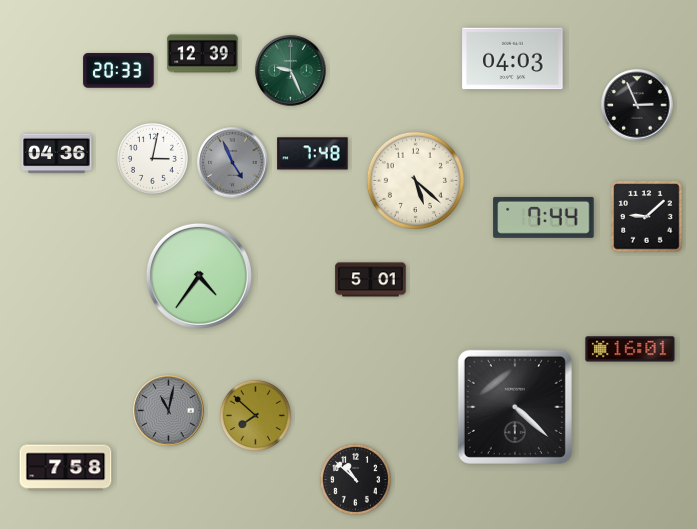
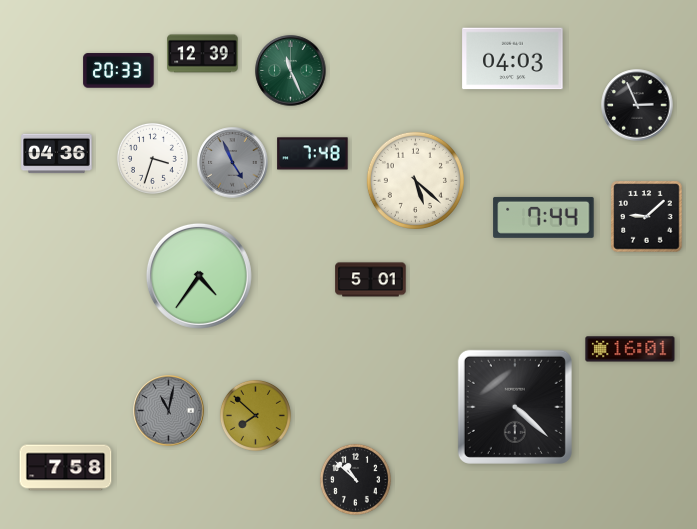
clock at (291, 71): 9:26 -> 11:26
clock at (152, 158): 3:02 -> 3:33
